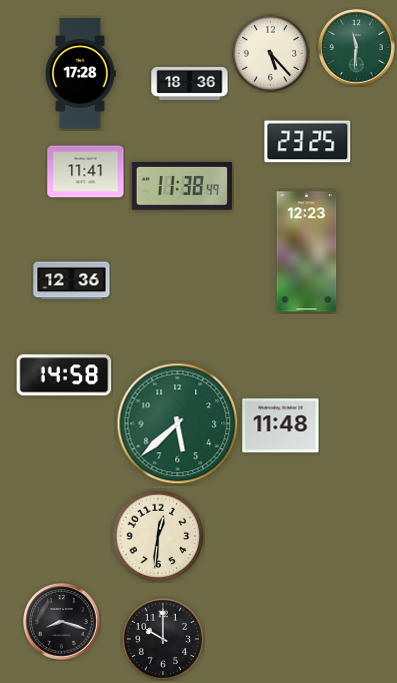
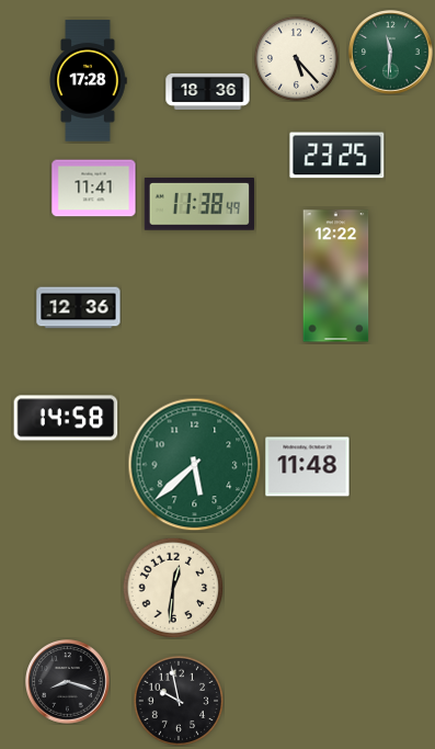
clock at (307, 252): 12:23 -> 12:22
clock at (64, 375) position: (64, 375) -> (66, 418)
clock at (162, 638): 10:00 -> 9:58
